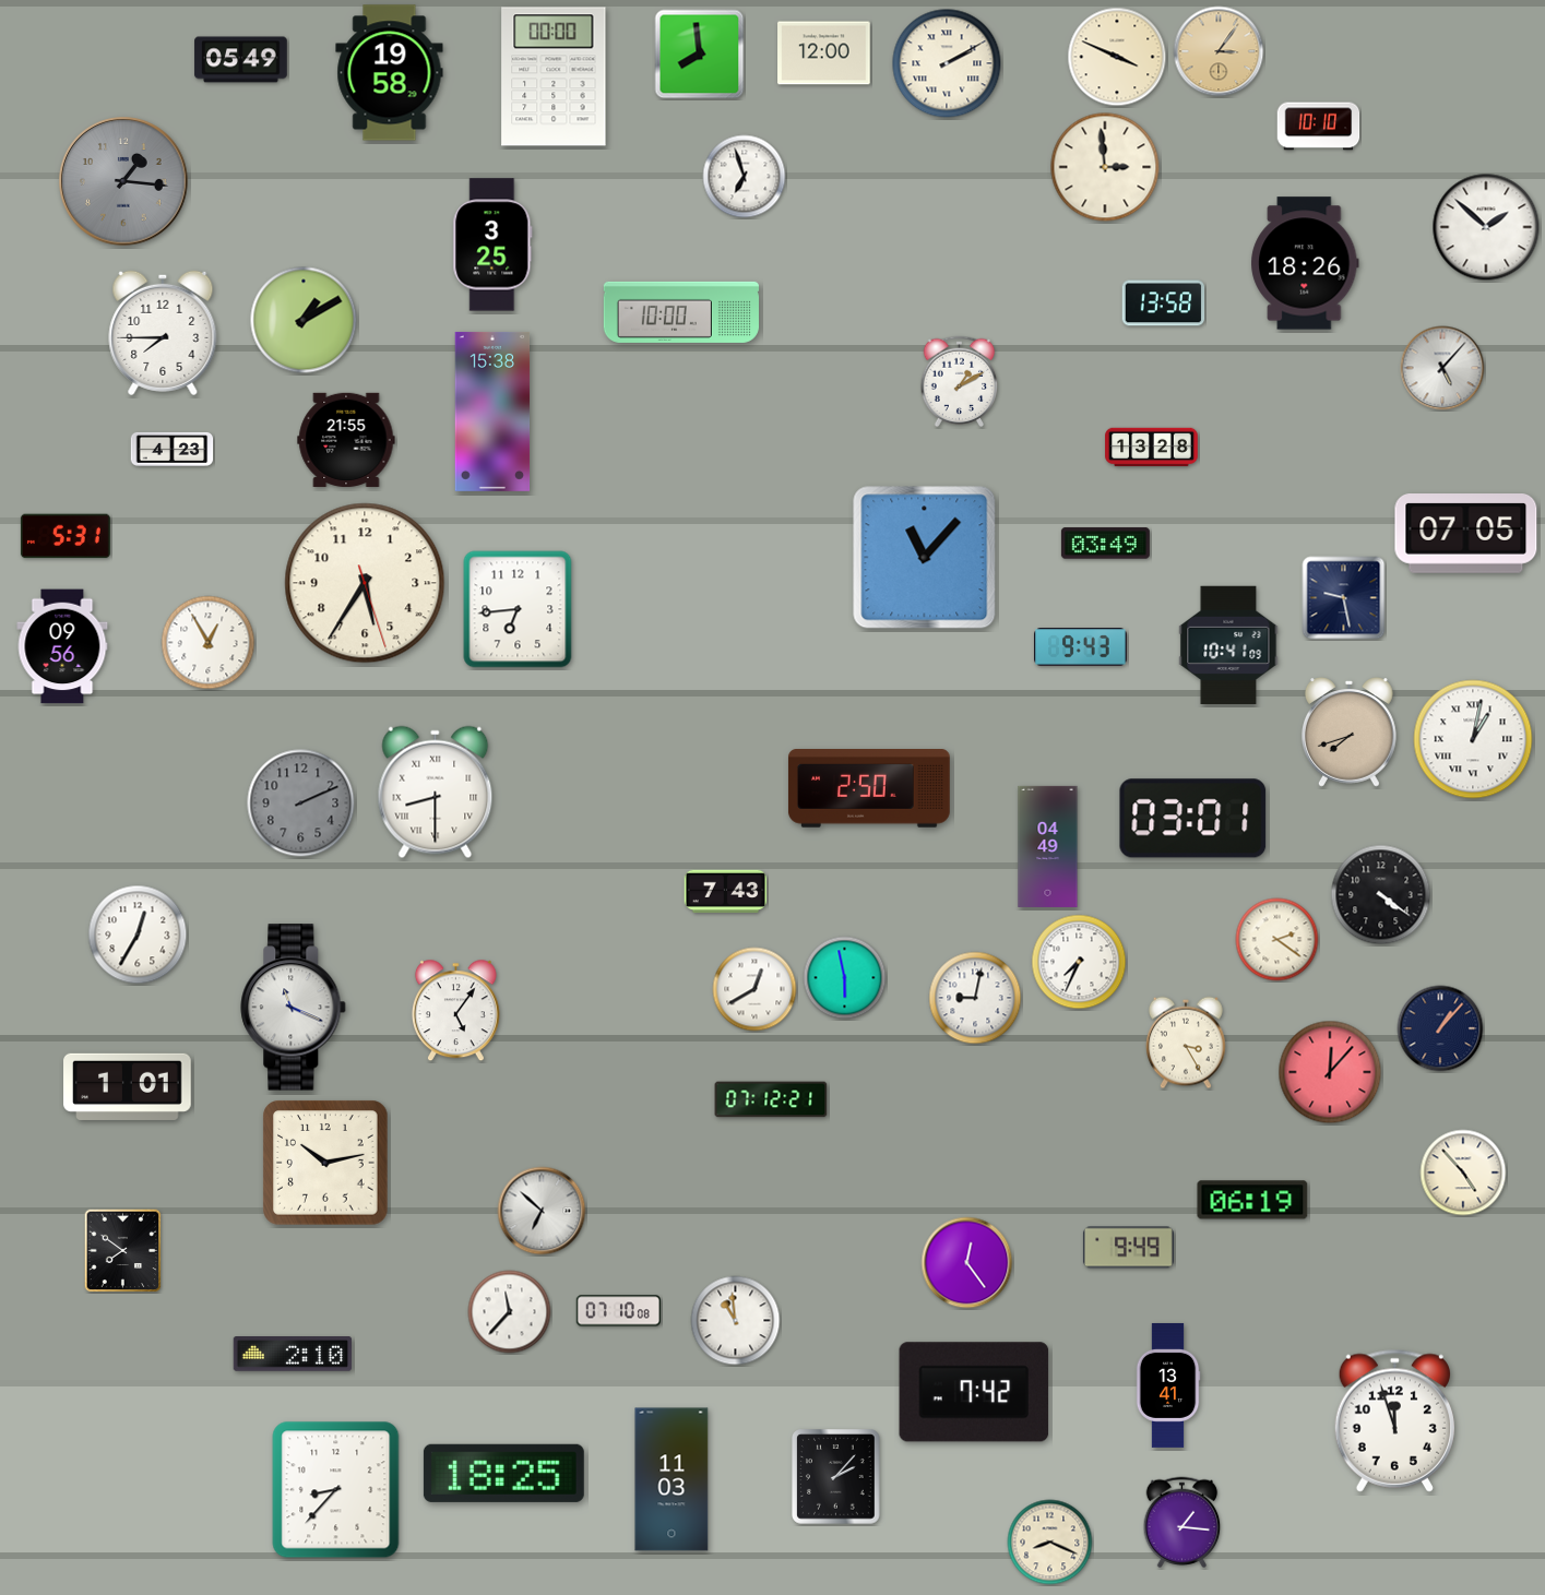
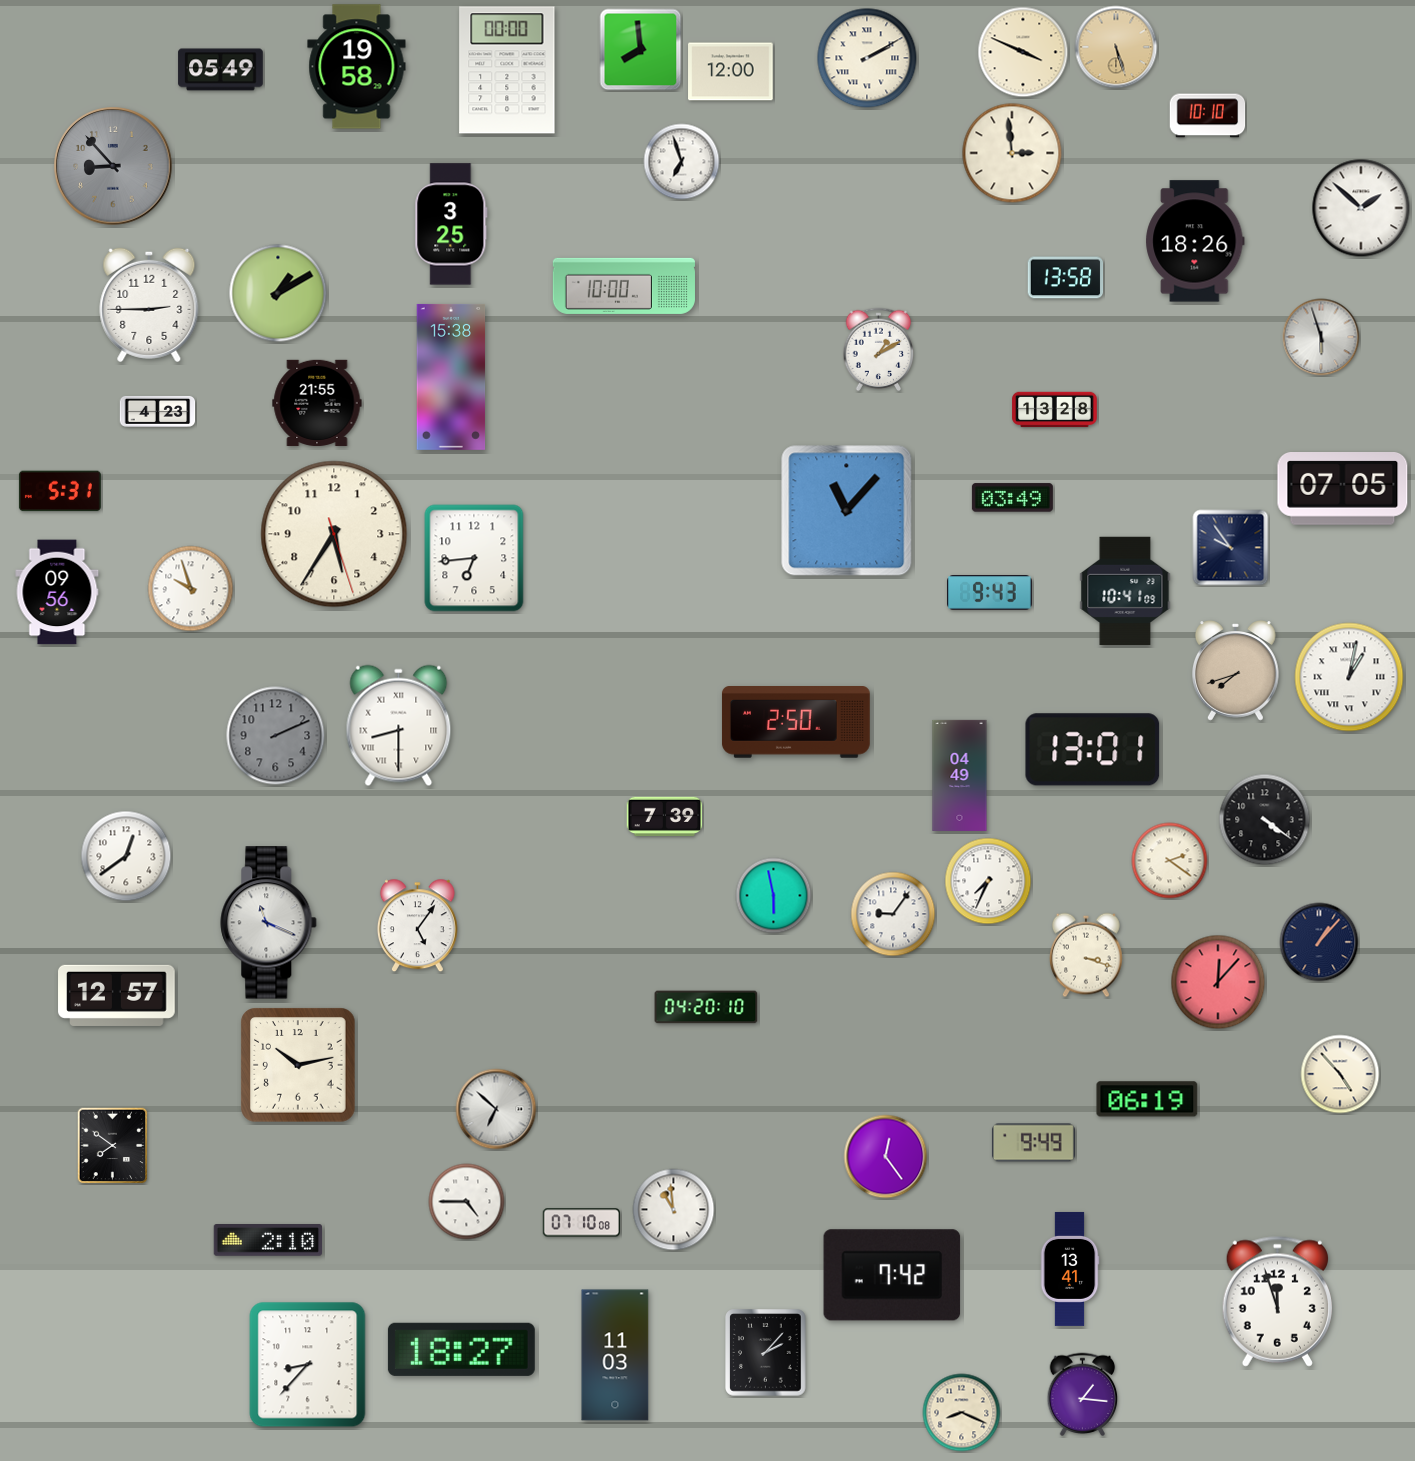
clock at (1219, 51): 3:06 -> 5:27
clock at (824, 53) position: (824, 53) -> (731, 72)
clock at (241, 60) position: (241, 60) -> (221, 70)
clock at (123, 181): 1:16 -> 8:53
clock at (163, 333): 7:45 -> 2:45
clock at (1442, 368): 5:07 -> 5:57
clock at (1344, 598): 9:28 -> 9:54
clock at (209, 643): 12:55 -> 9:57
clock at (1193, 819): 03:01 -> 13:01
clock at (726, 892): 7:43 -> 7:39
clock at (138, 935): 12:35 -> 12:39
clock at (754, 989): 12:40 -> none
clock at (975, 998): 9:02 -> 9:06
clock at (1187, 1043): 3:25 -> 3:18
clock at (128, 1086): 1:01 -> 12:57
clock at (771, 1099): 07:12 -> 04:20
clock at (618, 1311) position: (618, 1311) -> (581, 1223)
clock at (510, 1312): 11:37 -> 4:45
clock at (503, 1473): 18:25 -> 18:27
